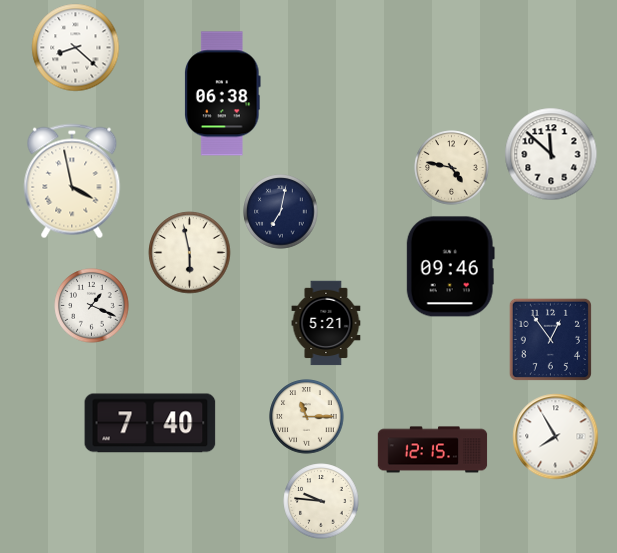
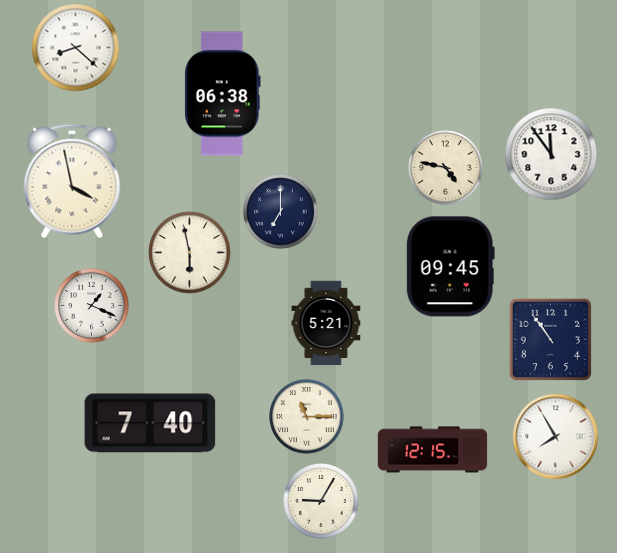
clock at (551, 154): 11:52 -> 11:54
clock at (452, 168) position: (452, 168) -> (446, 168)
clock at (281, 212): 7:02 -> 7:00
clock at (450, 267): 09:46 -> 09:45
clock at (550, 339): 12:54 -> 10:54
clock at (321, 501): 9:46 -> 9:05
